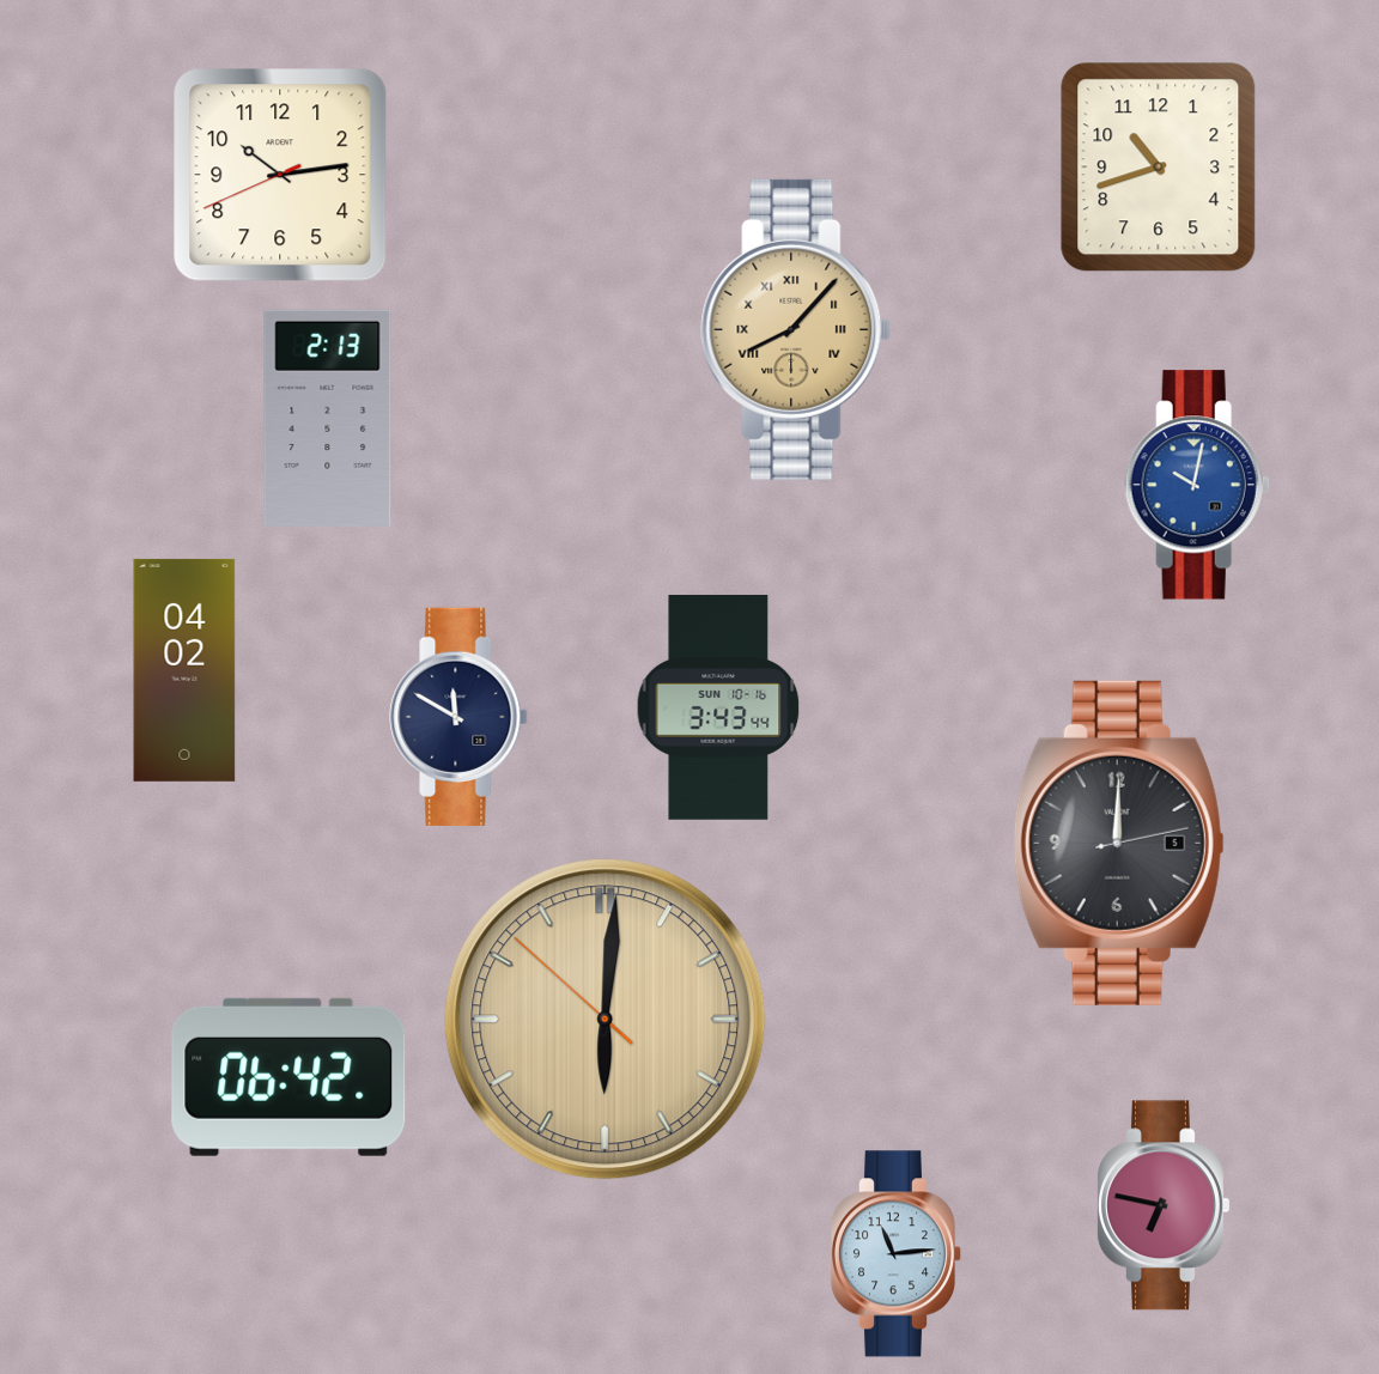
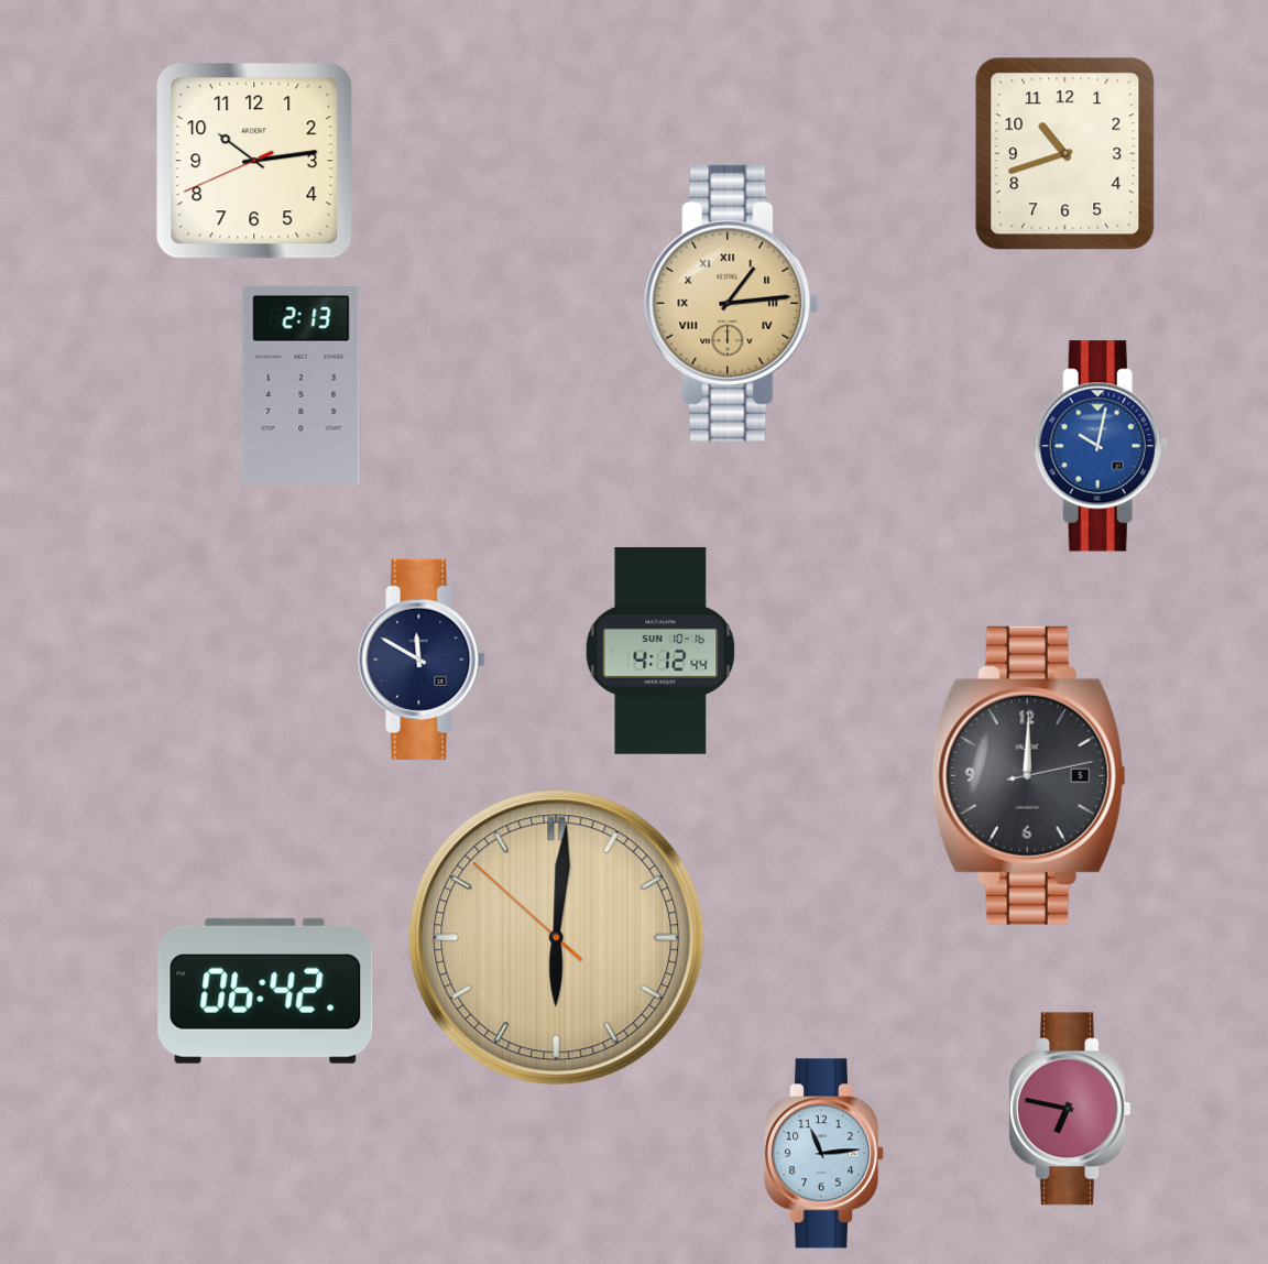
clock at (280, 175) position: (280, 175) -> (254, 161)
clock at (796, 329): 8:07 -> 1:14
clock at (184, 670): 04:02 -> none
clock at (718, 707): 3:43 -> 4:12
